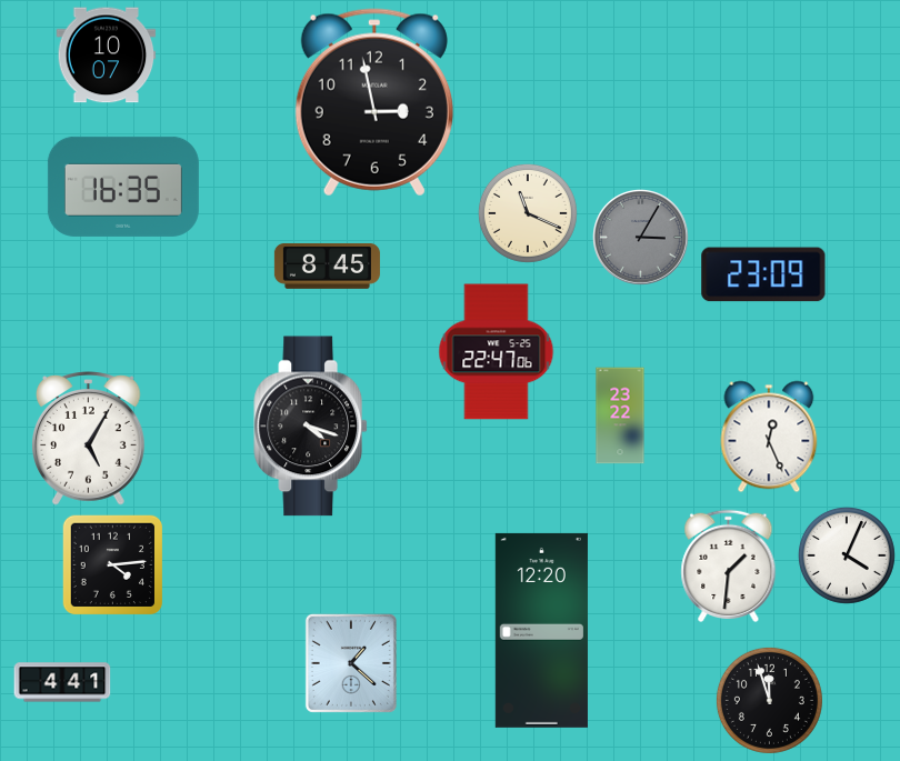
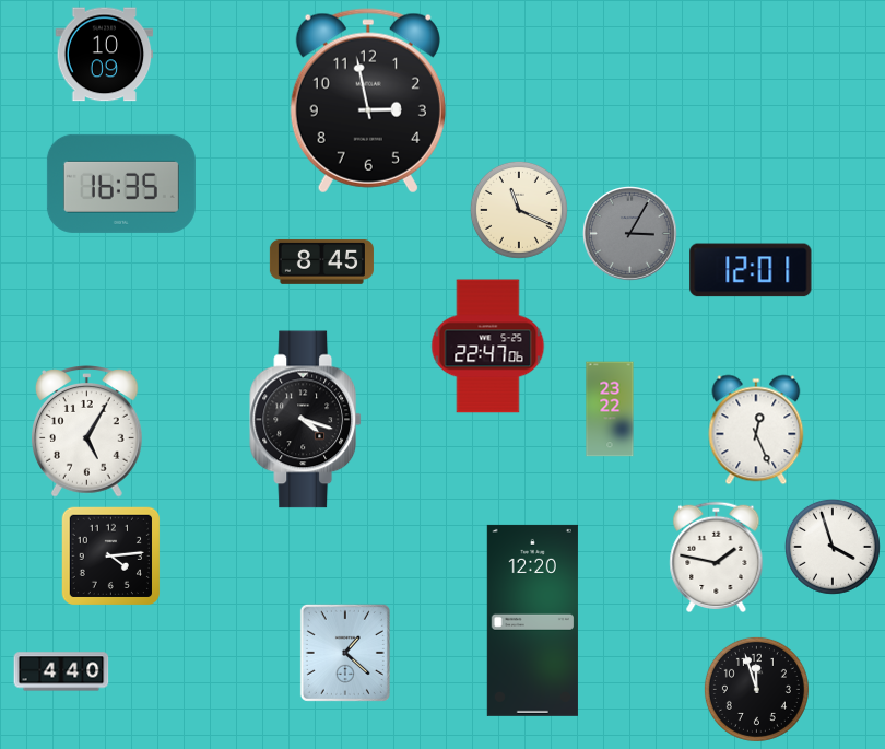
clock at (107, 56): 10:07 -> 10:09
clock at (763, 274): 23:09 -> 12:01
clock at (847, 555): 4:04 -> 3:57
clock at (729, 567): 1:31 -> 1:47
clock at (62, 682): 4:41 -> 4:40
